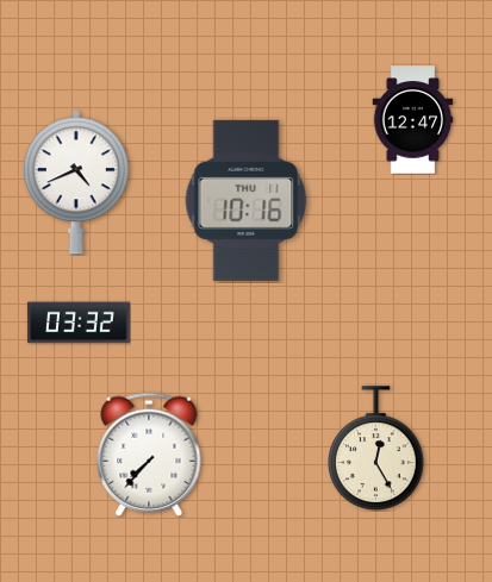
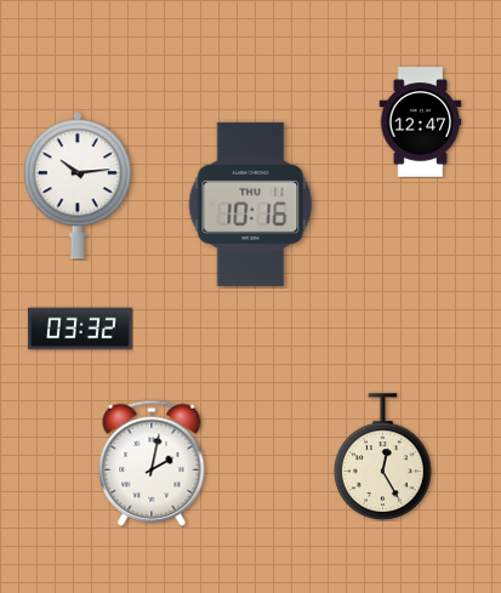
clock at (76, 182): 4:41 -> 10:14
clock at (149, 455): 7:37 -> 2:02
